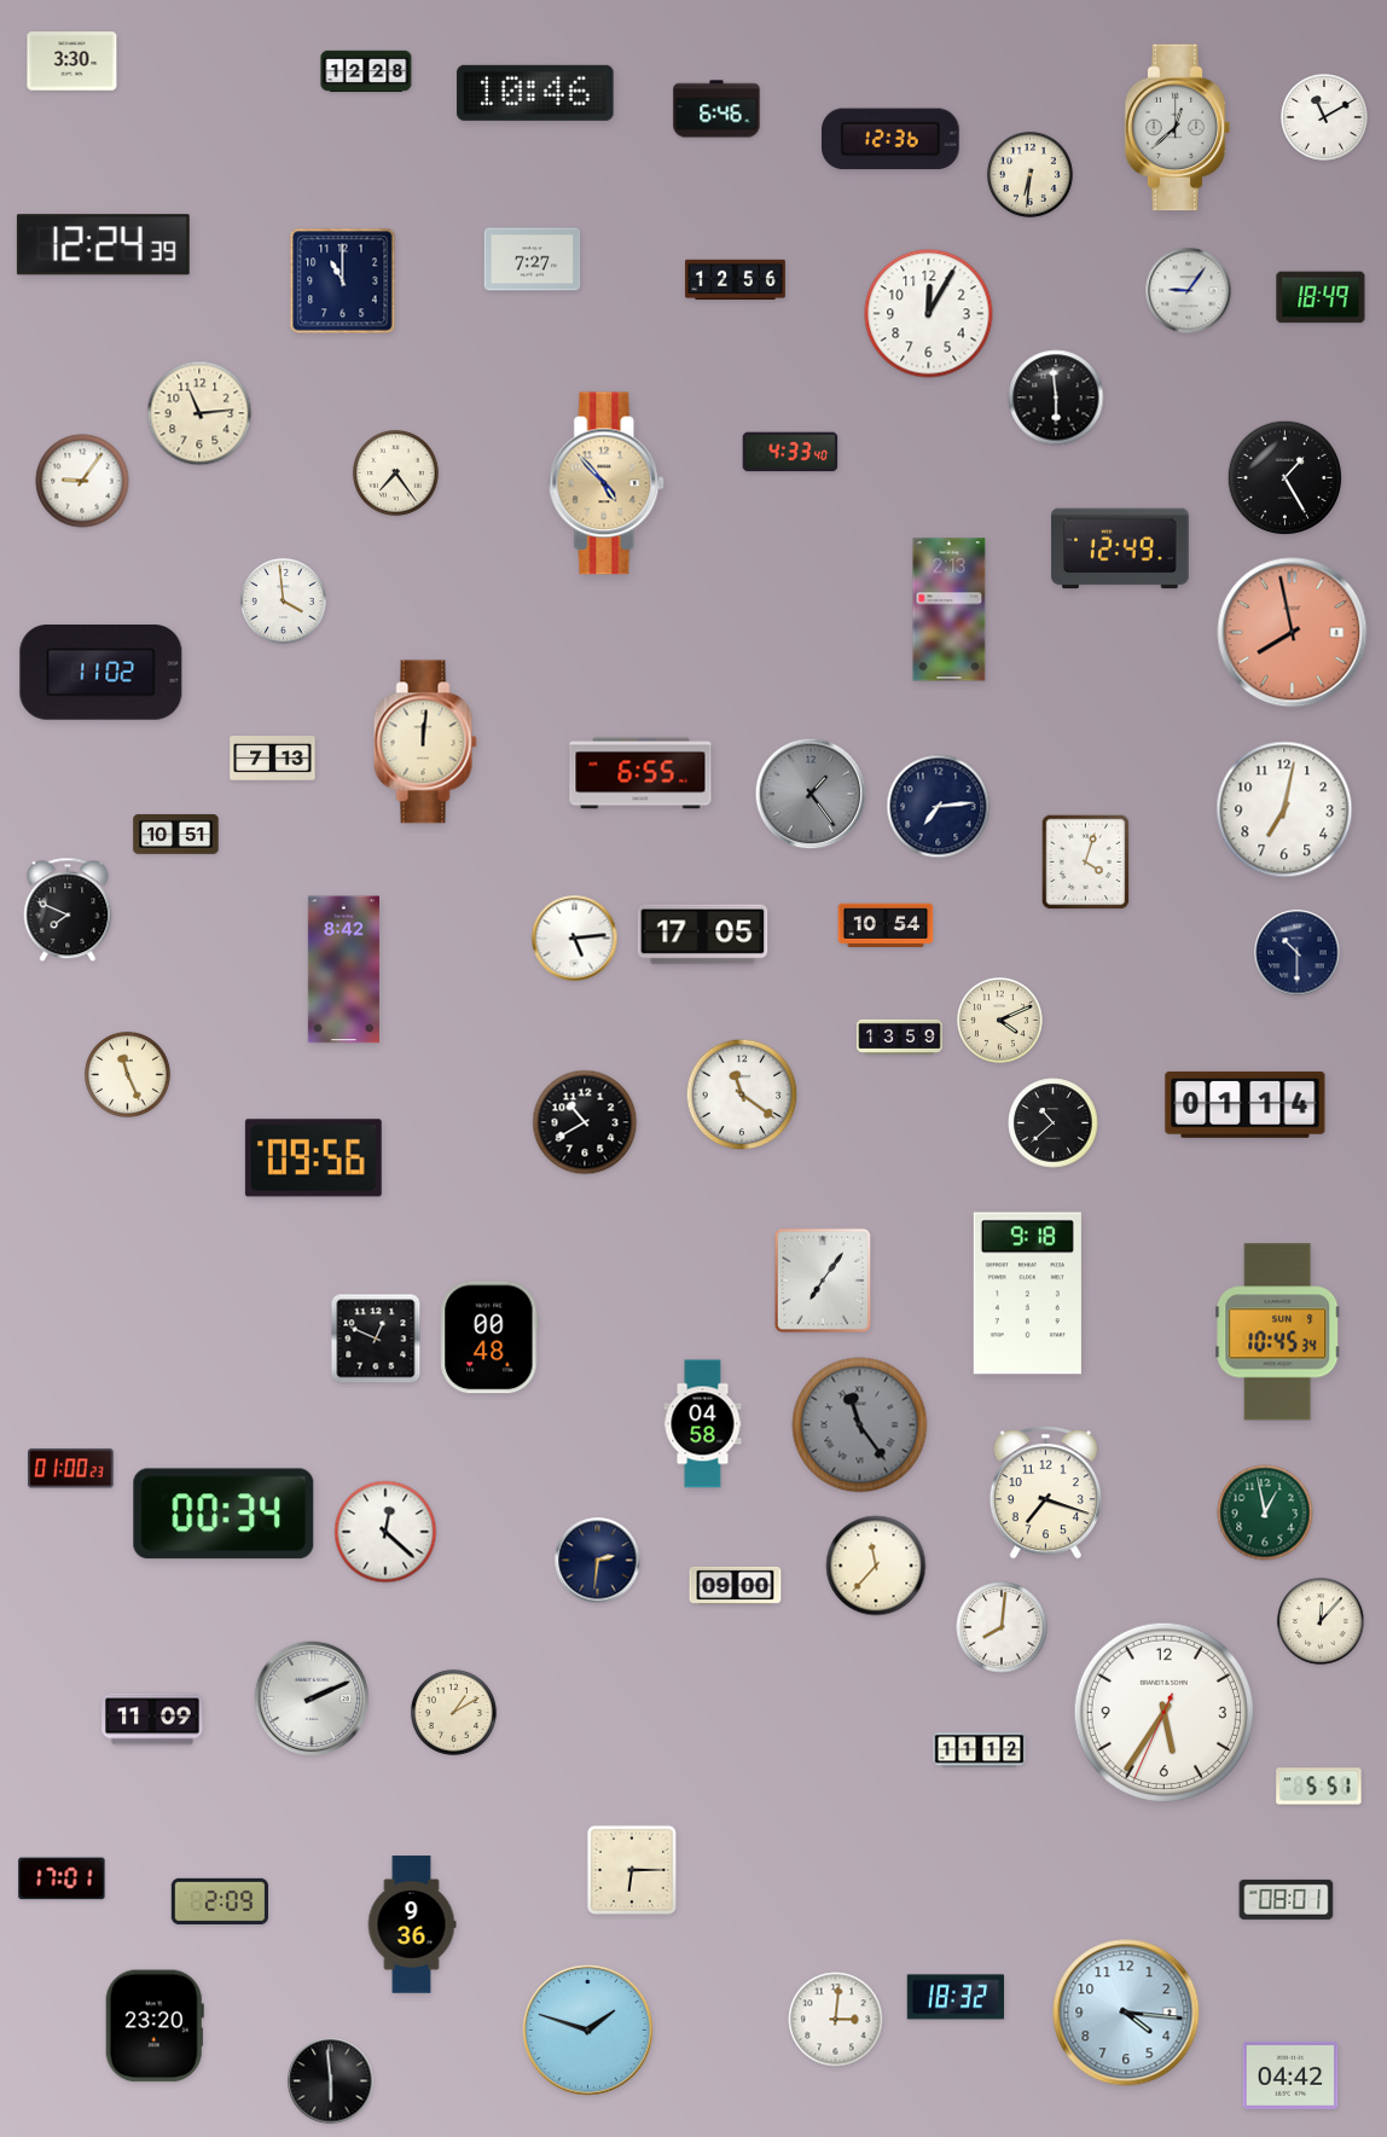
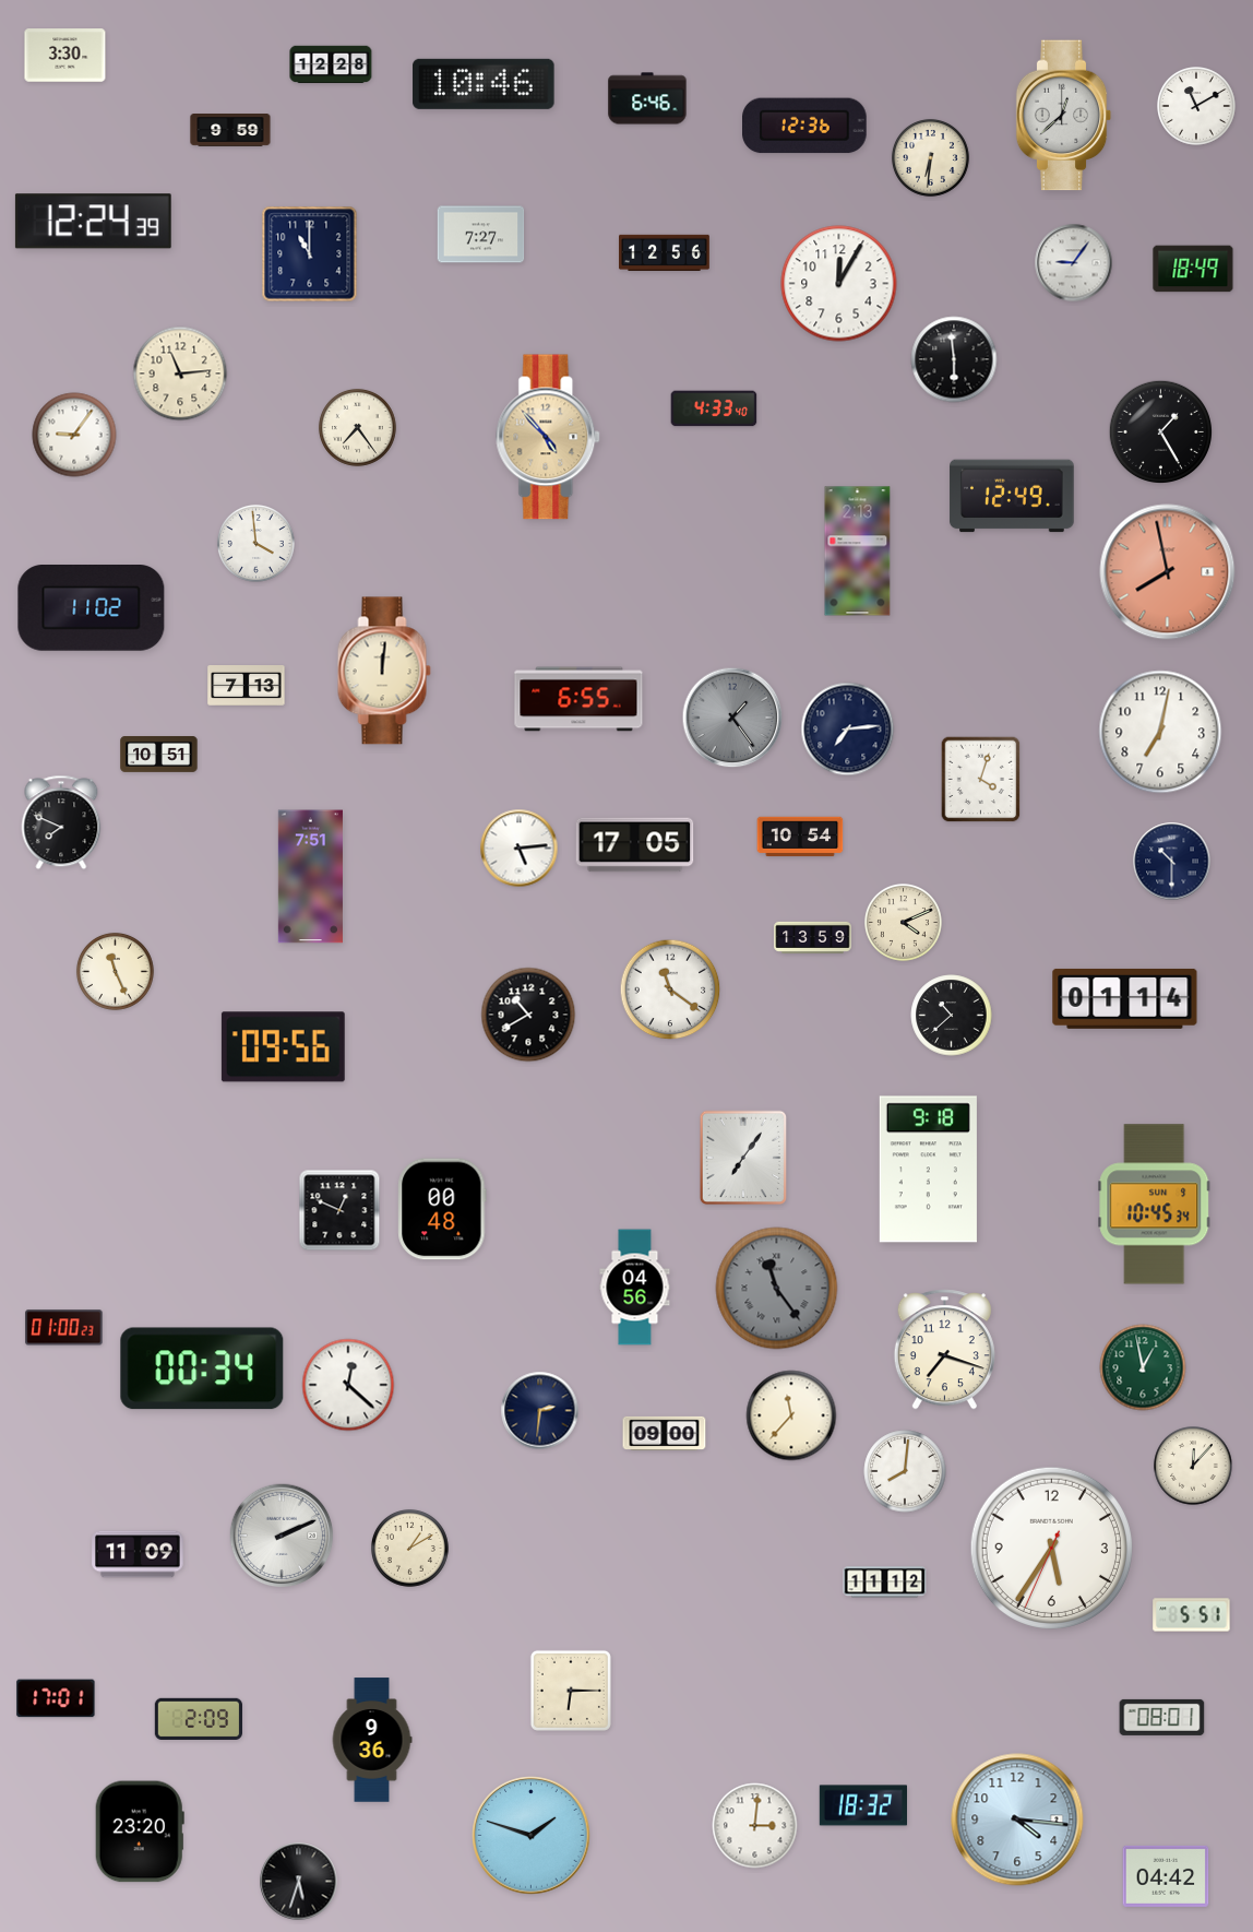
clock at (230, 131): none -> 9:59
clock at (343, 970): 8:42 -> 7:51
clock at (703, 1424): 04:58 -> 04:56
clock at (331, 2081): 5:59 -> 5:33
